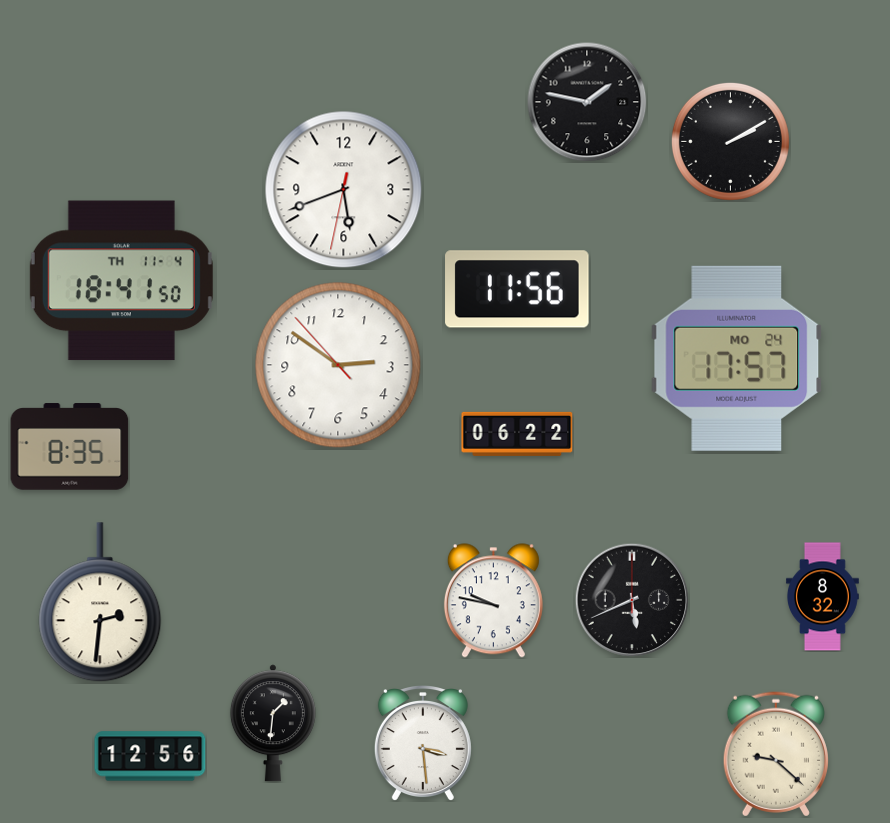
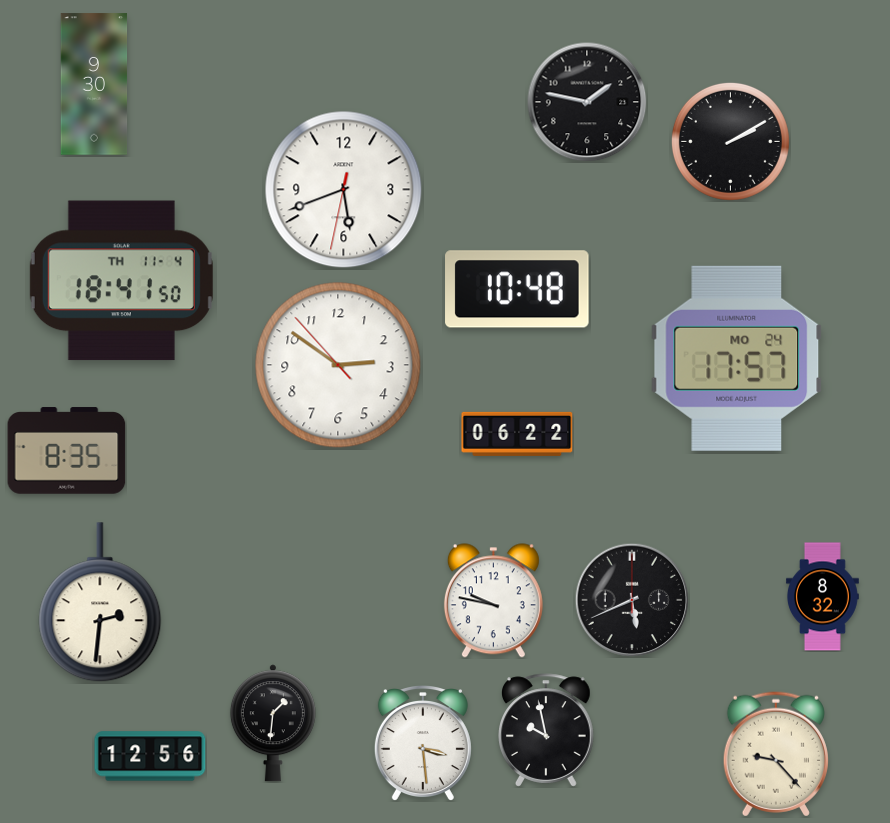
clock at (94, 84): none -> 9:30
clock at (517, 289): 11:56 -> 10:48
clock at (70, 447) position: (70, 447) -> (67, 451)
clock at (547, 730): none -> 9:58
clock at (776, 754): 9:22 -> 9:23
